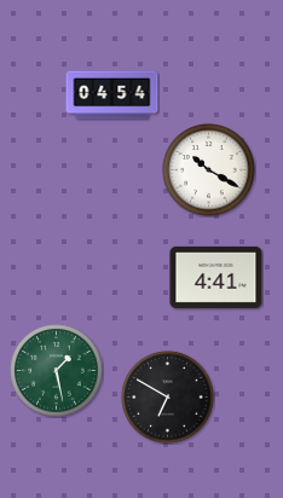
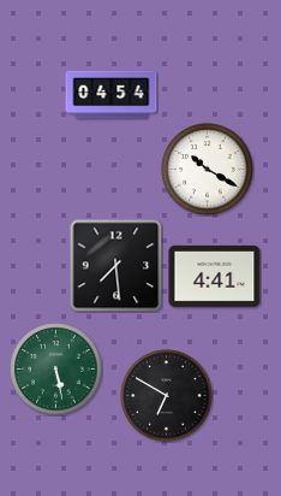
clock at (115, 265): none -> 7:29
clock at (57, 371): 1:28 -> 5:28
